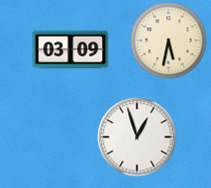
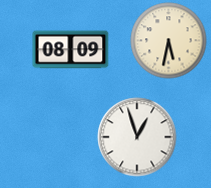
clock at (71, 50): 03:09 -> 08:09
